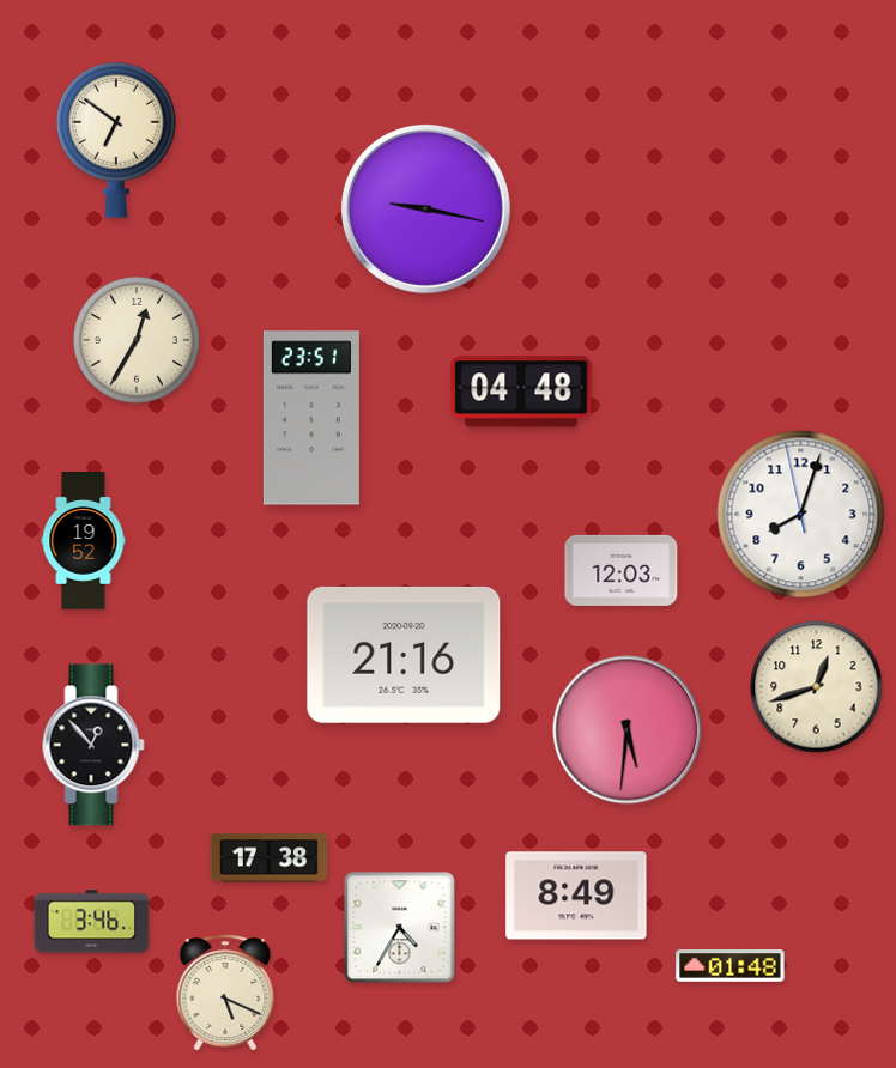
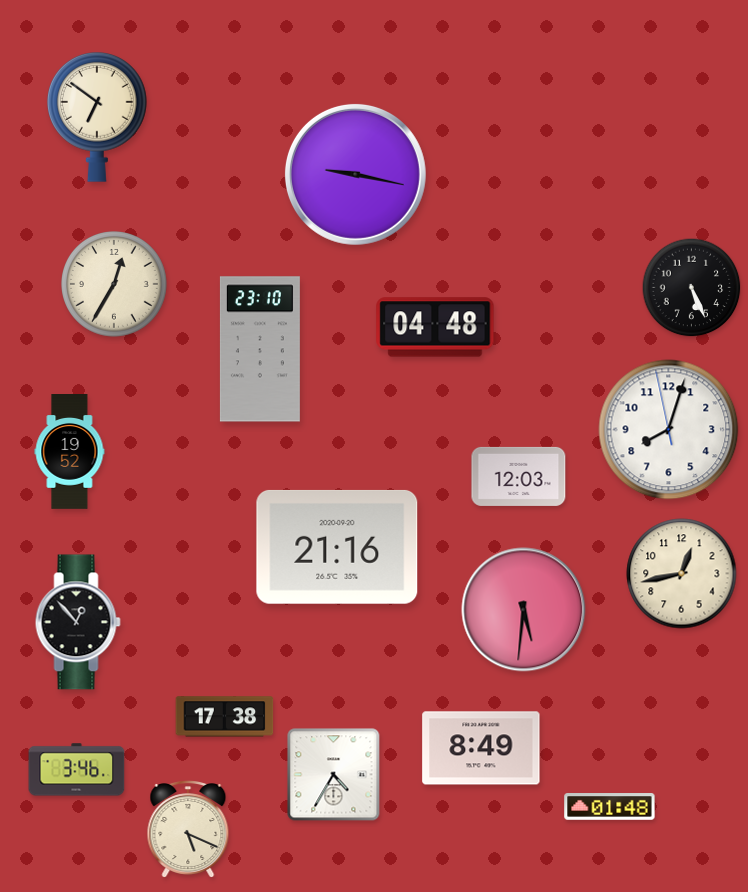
clock at (692, 288): none -> 5:26
clock at (311, 418): 23:51 -> 23:10
clock at (817, 687): 12:42 -> 12:43
